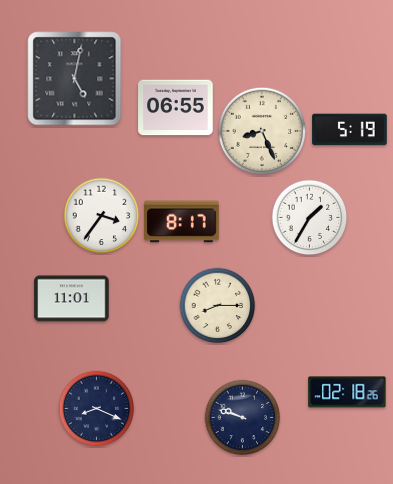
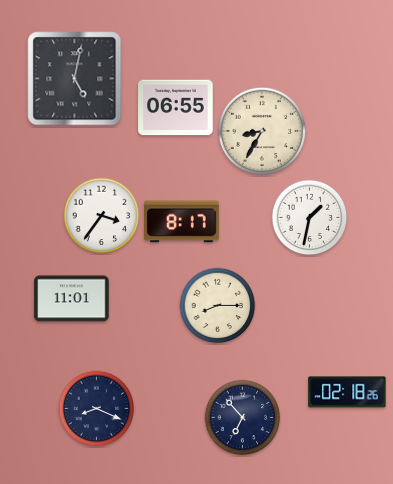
clock at (350, 130): 5:19 -> none
clock at (262, 131): 8:26 -> 8:35
clock at (310, 218): 1:35 -> 1:32
clock at (243, 418): 9:48 -> 6:53
